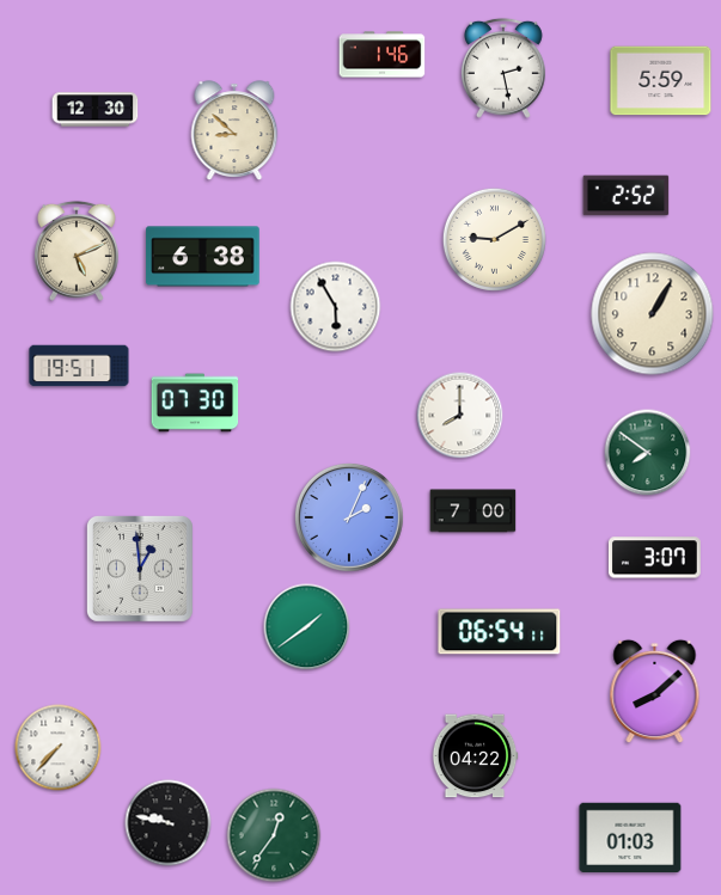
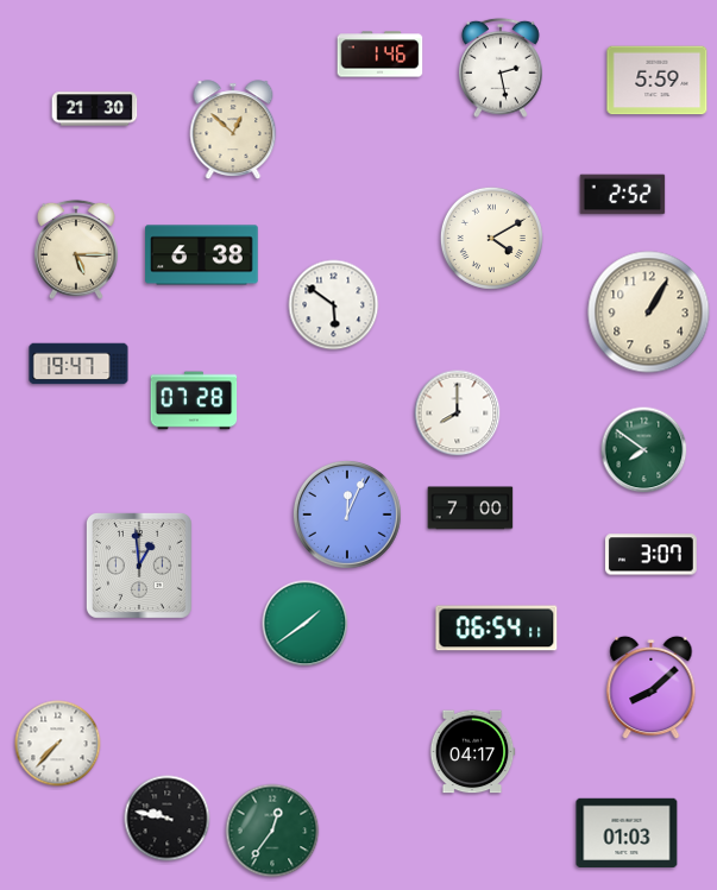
clock at (96, 110): 12:30 -> 21:30
clock at (234, 130): 8:52 -> 12:52
clock at (494, 239): 9:10 -> 4:10
clock at (77, 251): 5:11 -> 5:15
clock at (336, 307): 5:55 -> 5:51
clock at (79, 366): 19:51 -> 19:47
clock at (195, 403): 07:30 -> 07:28
clock at (349, 517): 2:04 -> 12:04
clock at (475, 756): 04:22 -> 04:17
